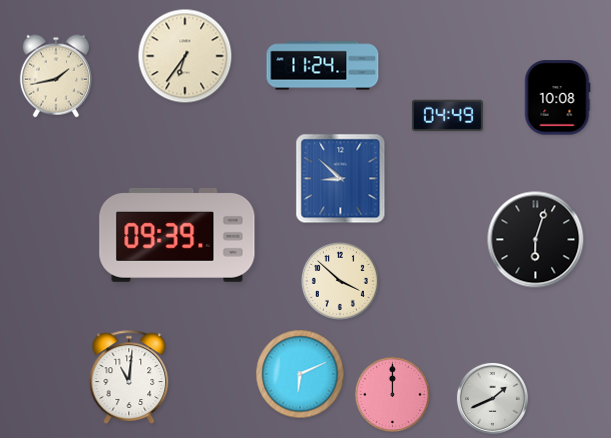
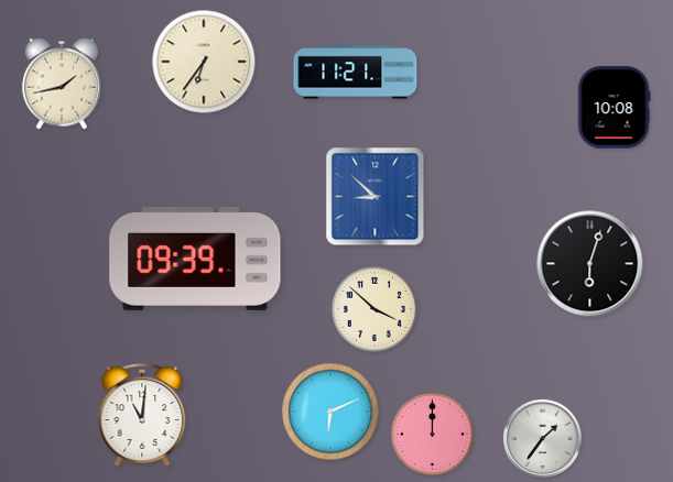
clock at (323, 66): 11:24 -> 11:21
clock at (447, 116): 04:49 -> none
clock at (492, 398): 1:41 -> 1:36
